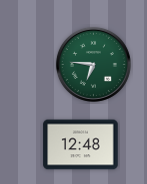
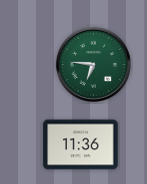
clock at (81, 145): 12:48 -> 11:36
